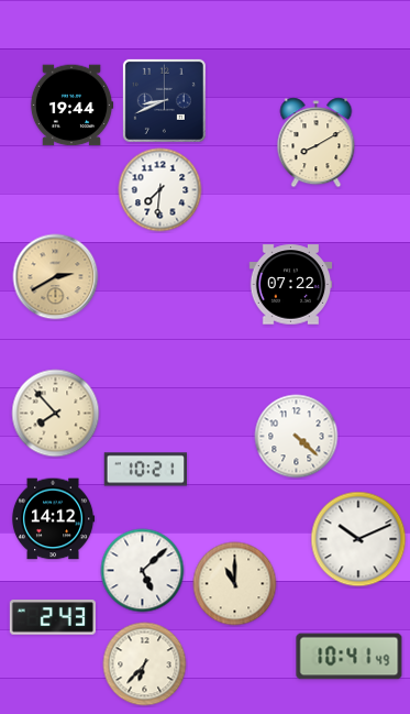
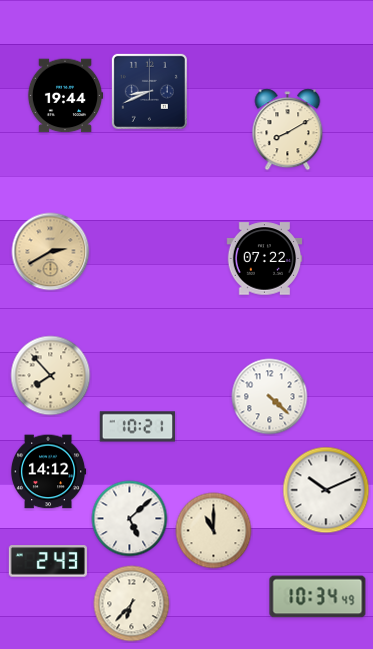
clock at (160, 190): 7:31 -> none
clock at (146, 470) position: (146, 470) -> (138, 427)
clock at (350, 657): 10:41 -> 10:34
